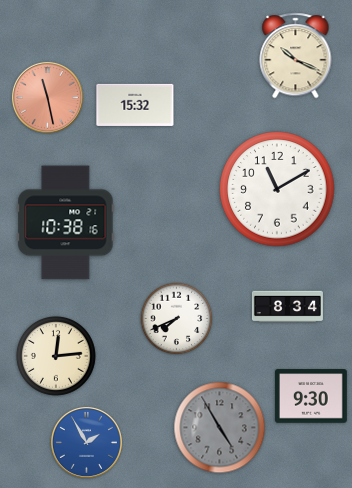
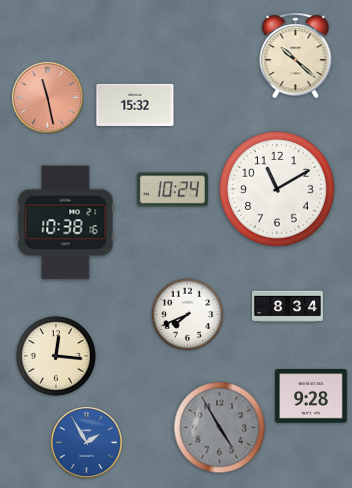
clock at (296, 56): 10:19 -> 10:22
clock at (172, 190): none -> 10:24
clock at (177, 319) position: (177, 319) -> (188, 315)
clock at (56, 356): 12:14 -> 12:16
clock at (311, 396): 9:30 -> 9:28
